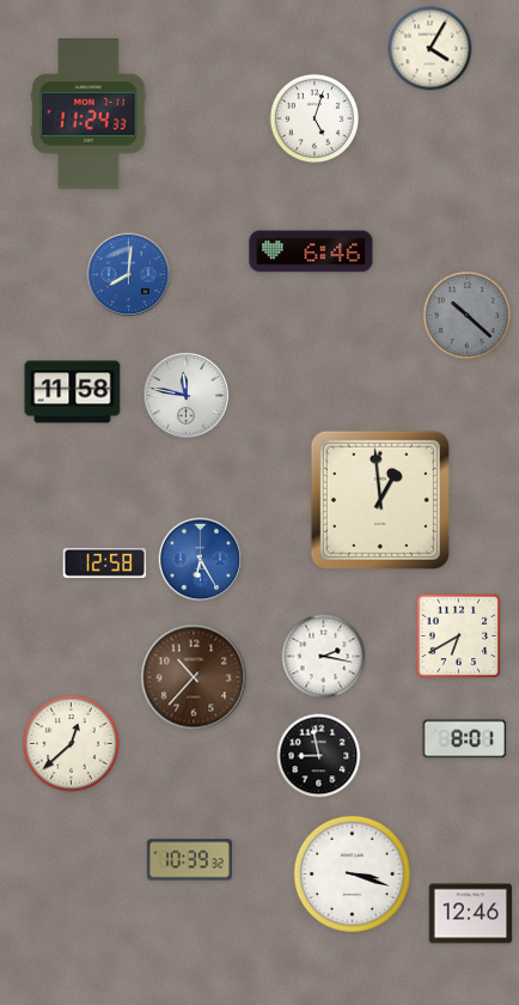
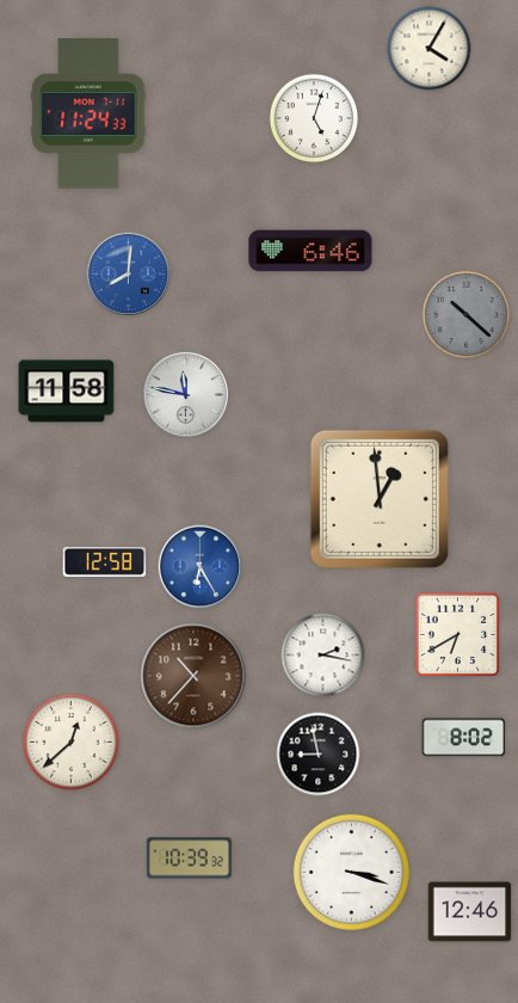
clock at (73, 392) position: (73, 392) -> (67, 392)
clock at (201, 560) position: (201, 560) -> (201, 567)
clock at (465, 739): 8:01 -> 8:02
